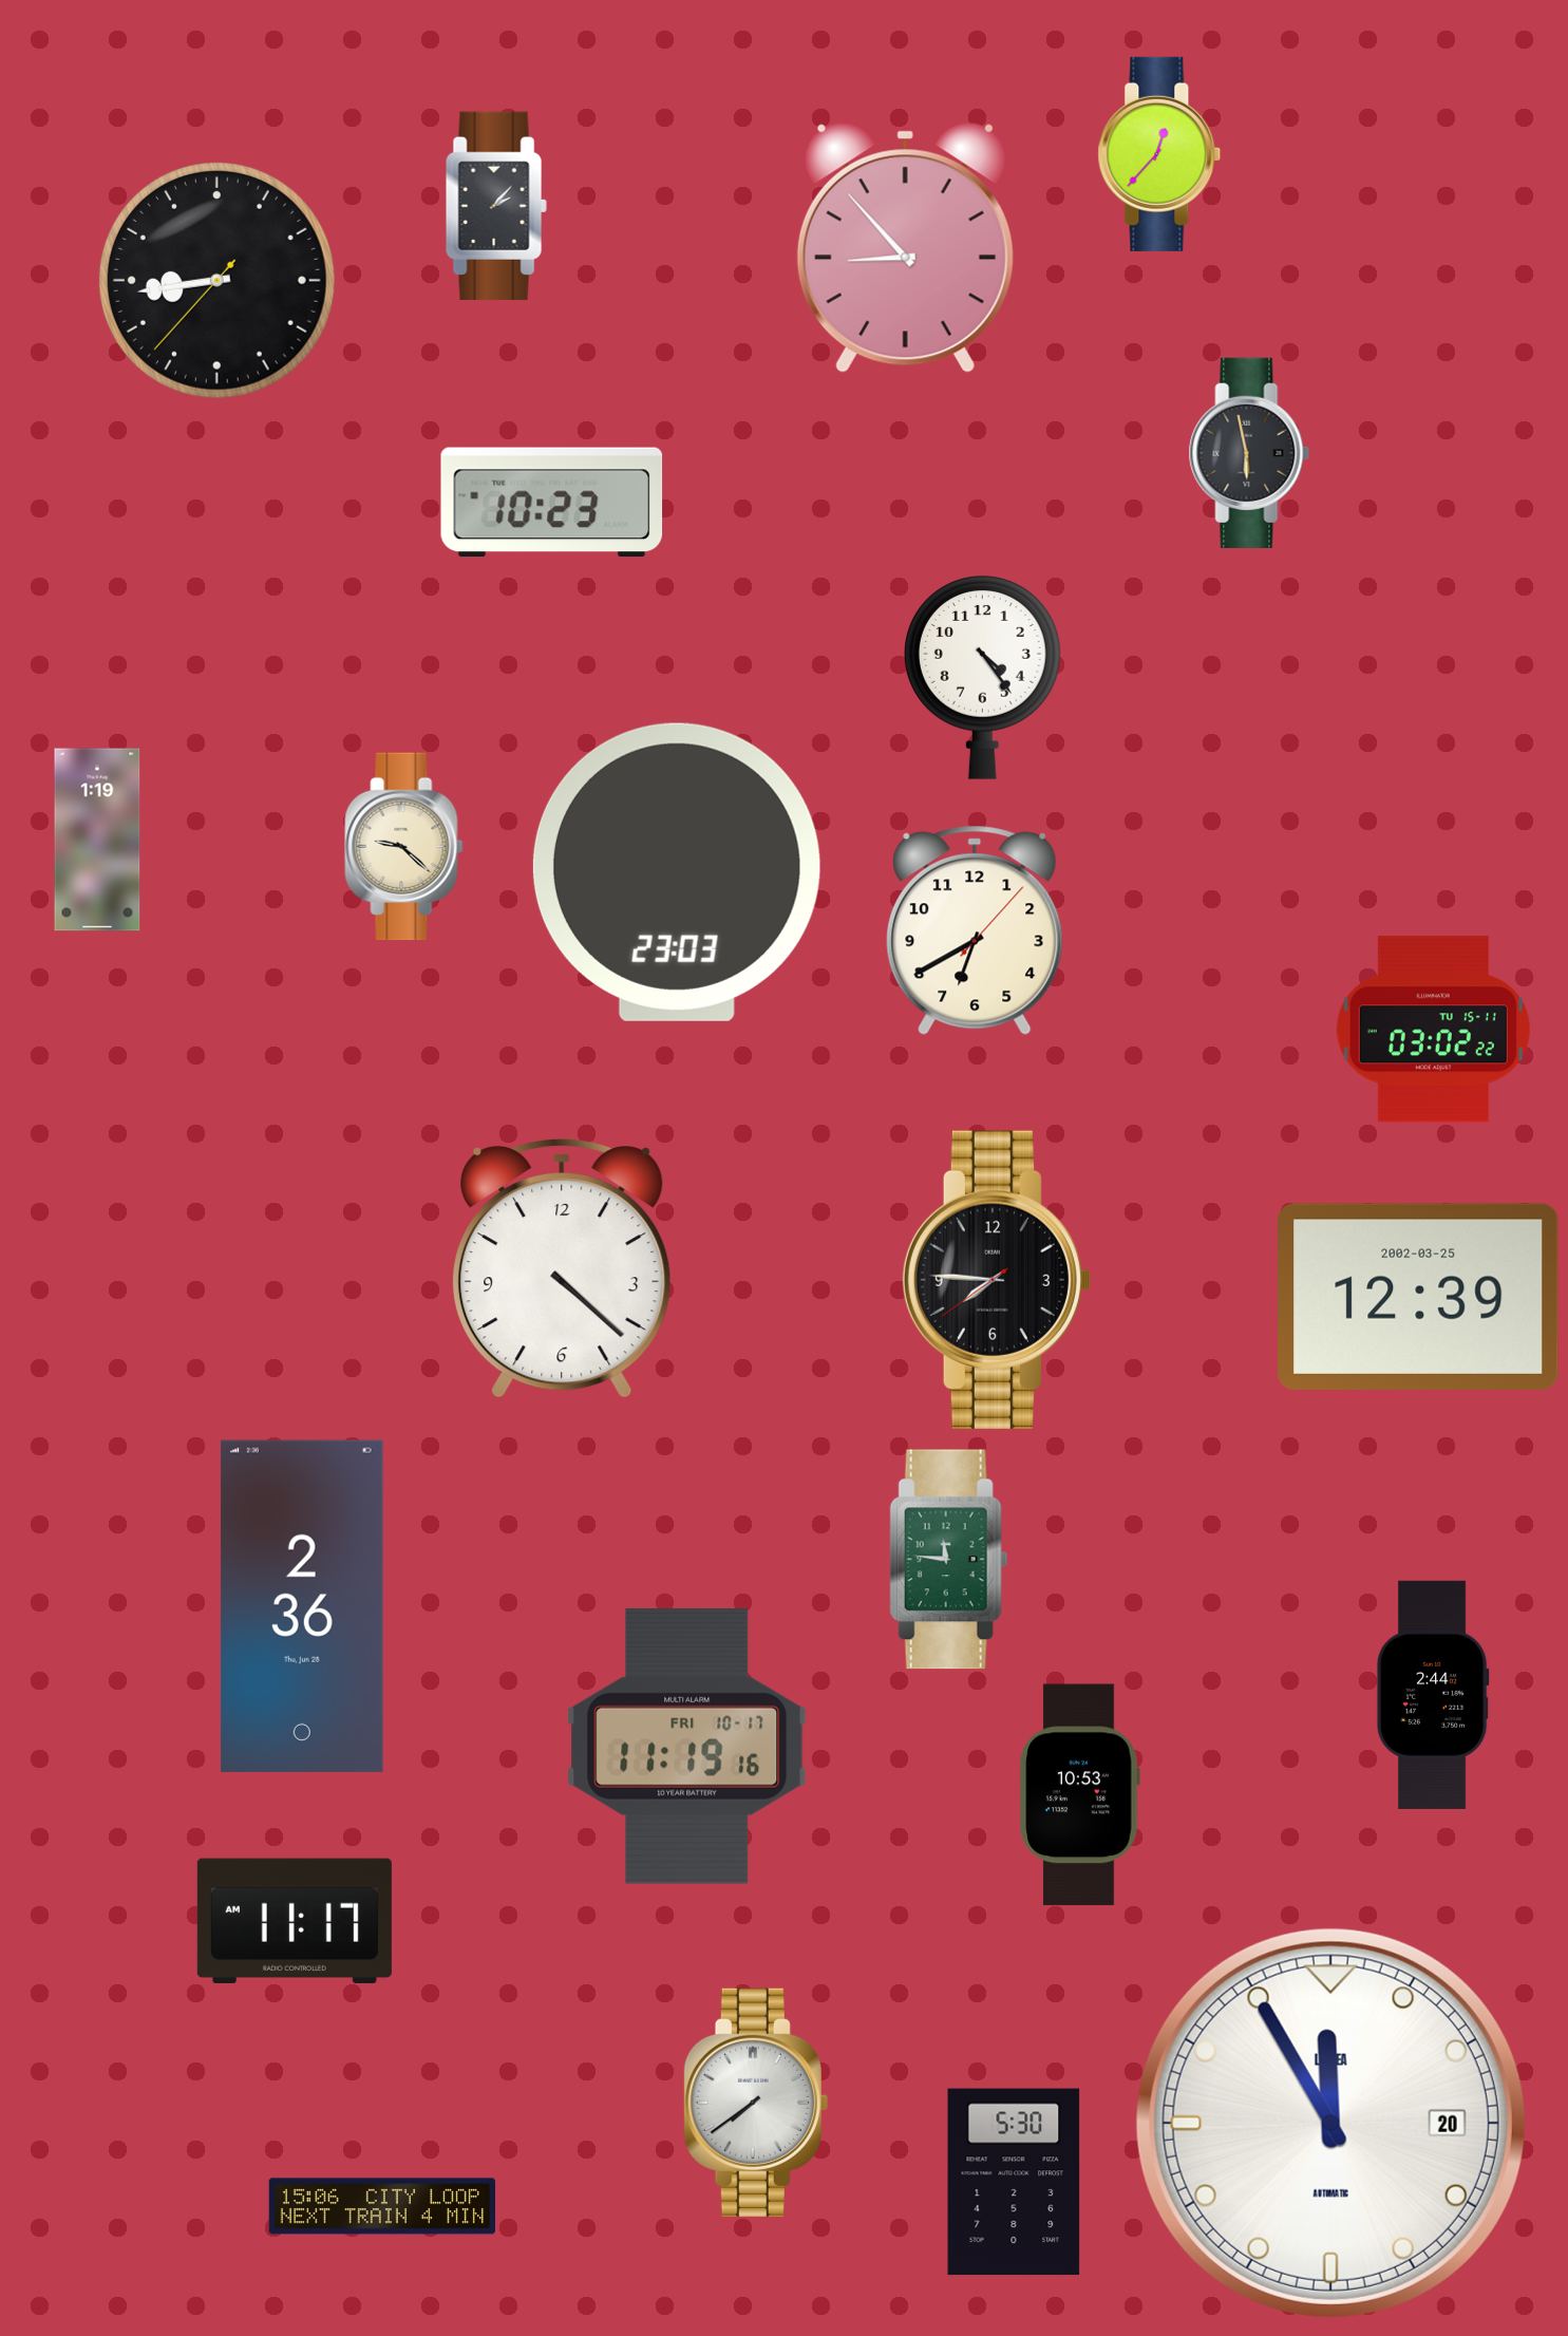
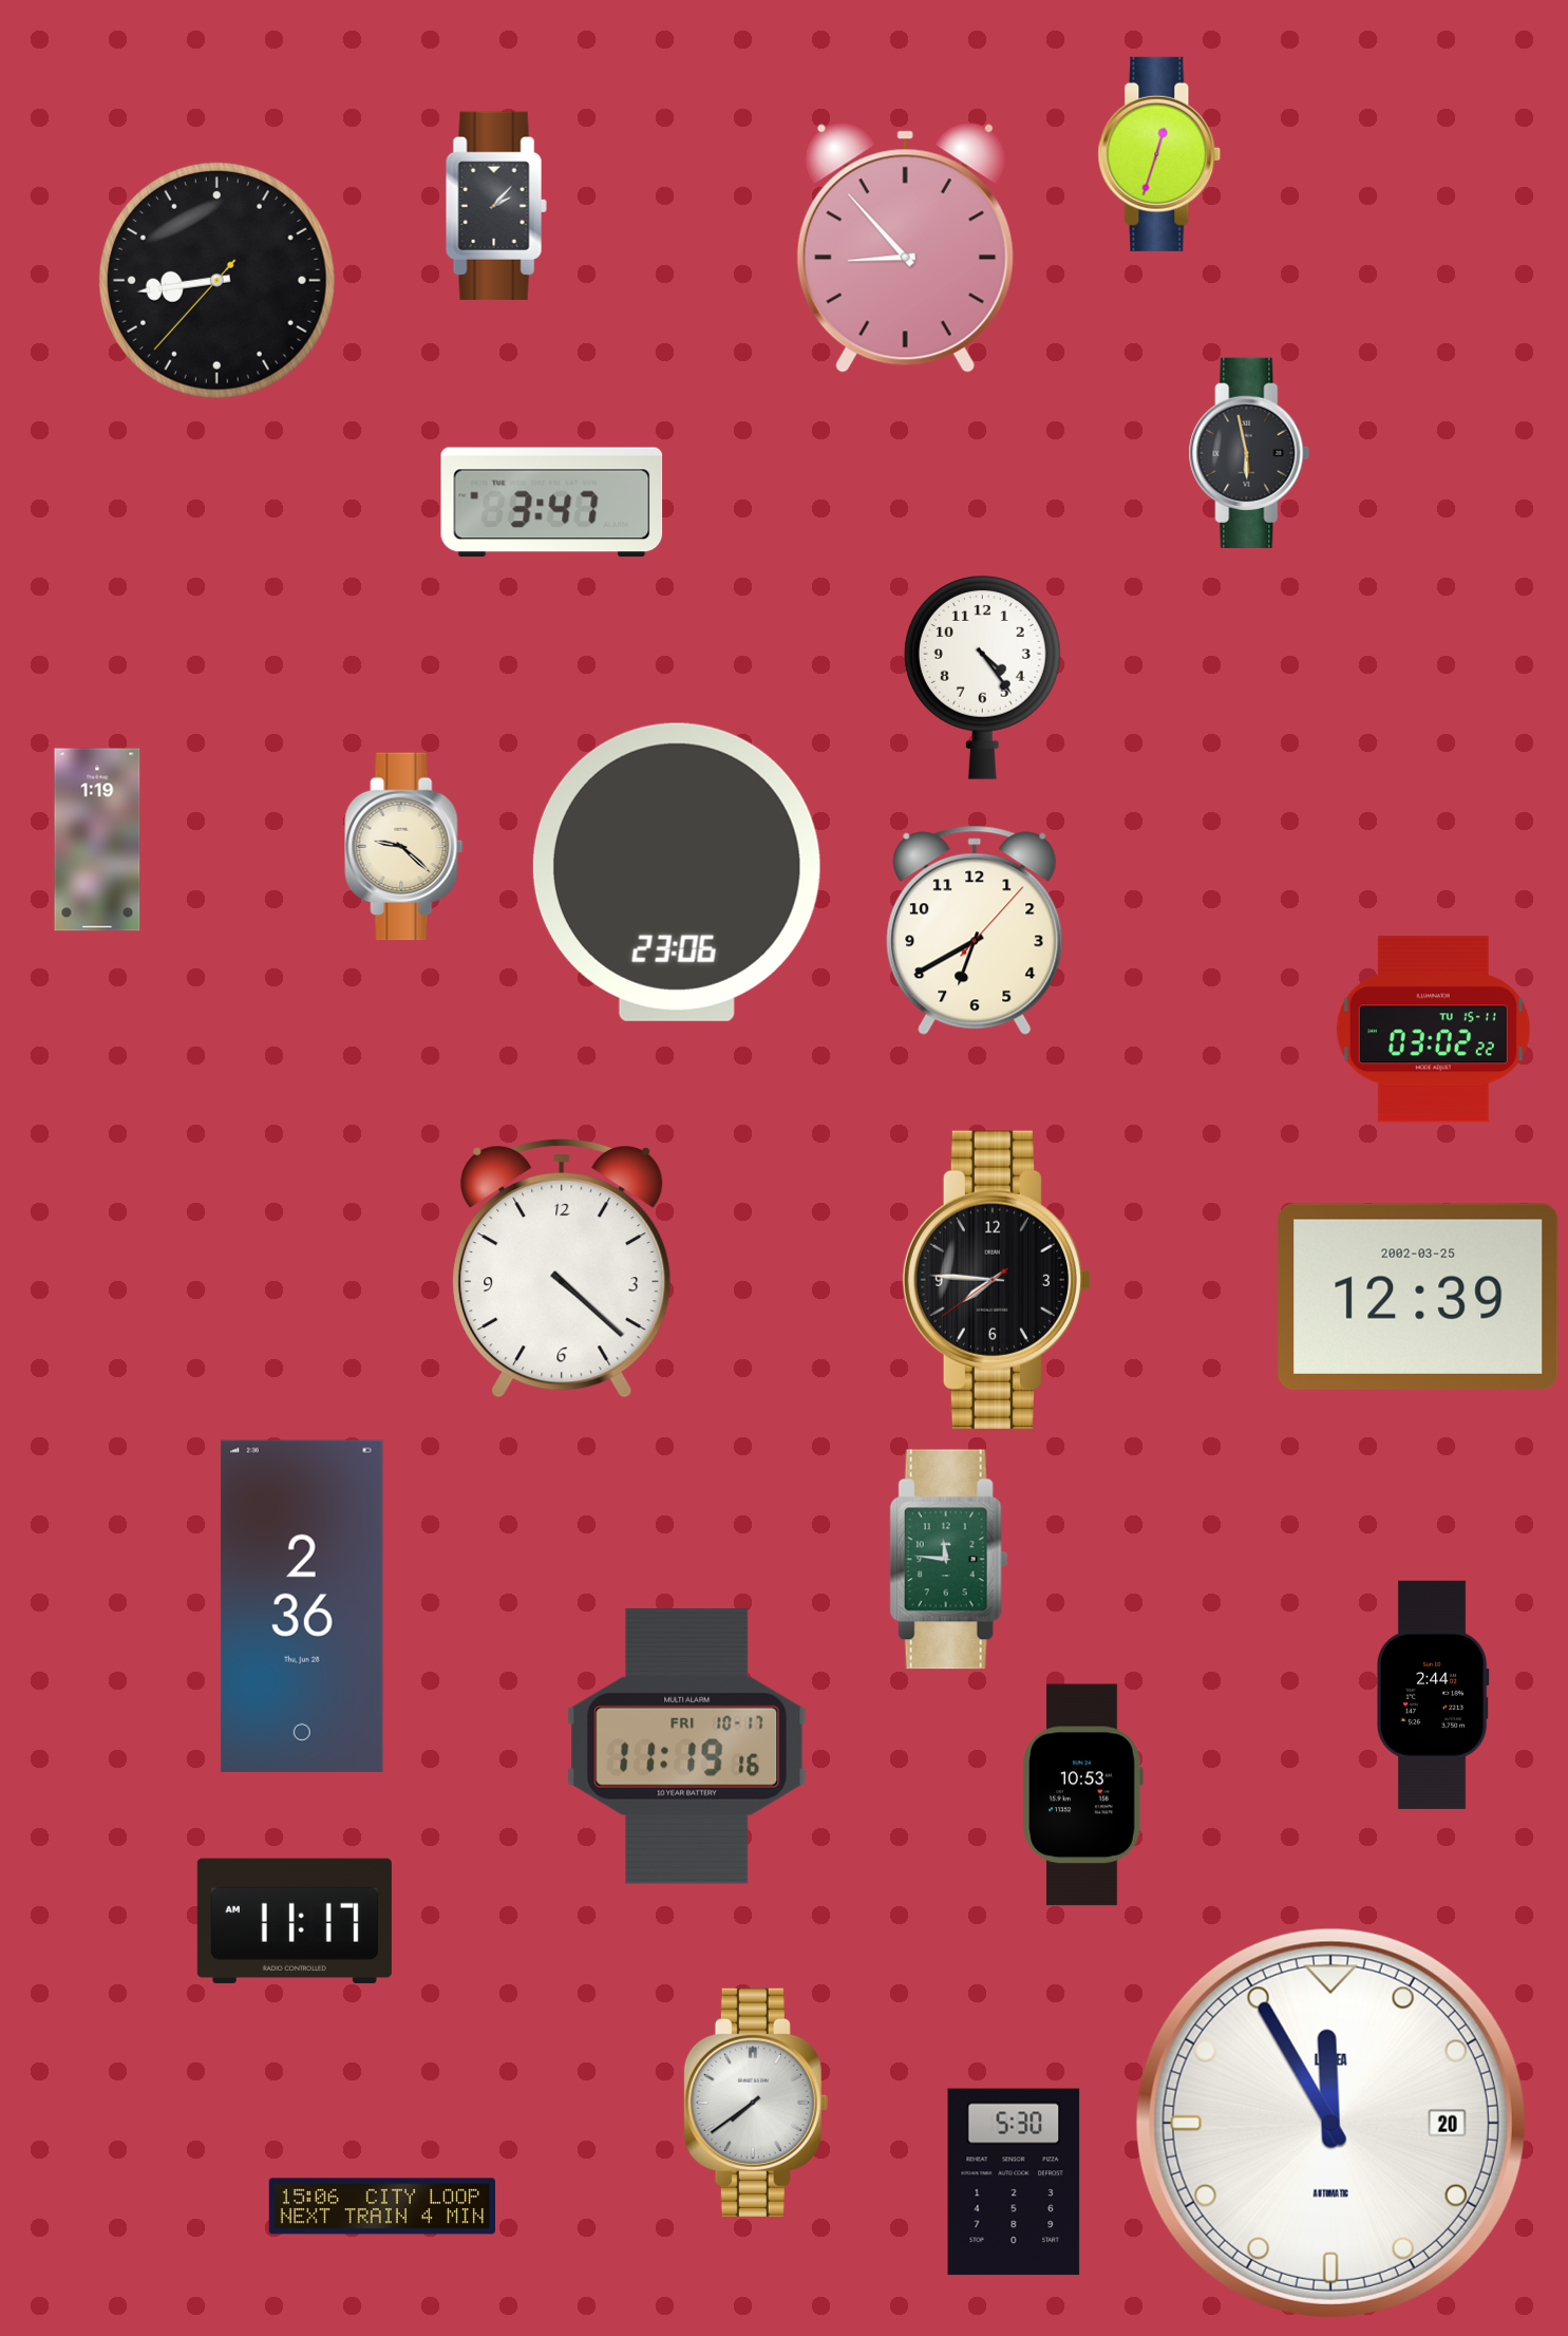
clock at (1159, 154): 12:37 -> 12:33
clock at (552, 503): 10:23 -> 3:47
clock at (677, 872): 23:03 -> 23:06
clock at (1079, 1795) position: (1079, 1795) -> (1082, 1795)
